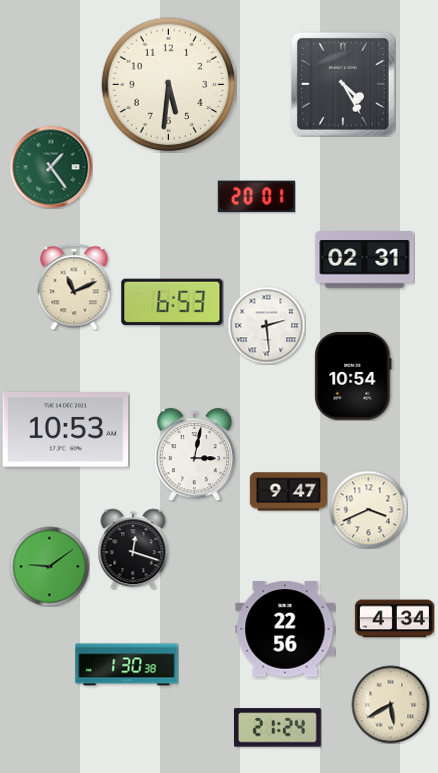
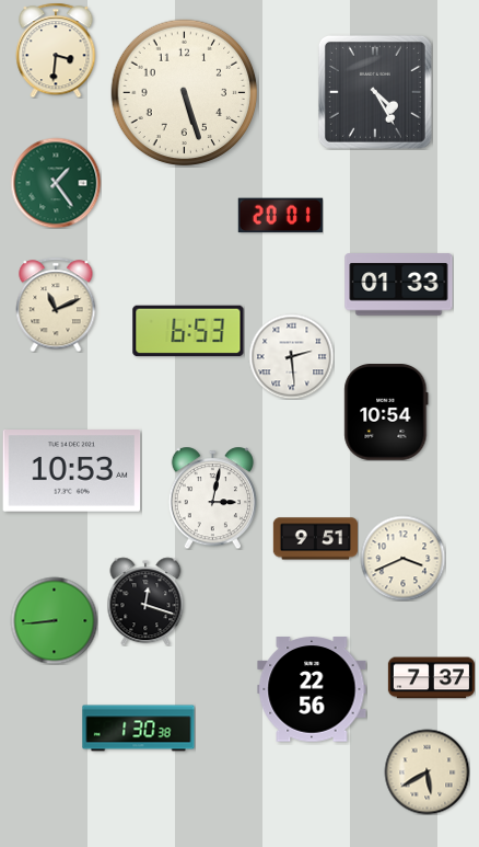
clock at (56, 50): none -> 3:31
clock at (169, 85): 5:31 -> 5:27
clock at (365, 260): 02:31 -> 01:33
clock at (74, 287) position: (74, 287) -> (56, 305)
clock at (288, 492): 9:47 -> 9:51
clock at (49, 566): 9:09 -> 8:44
clock at (394, 619): 4:34 -> 7:37
clock at (278, 728): 21:24 -> none
